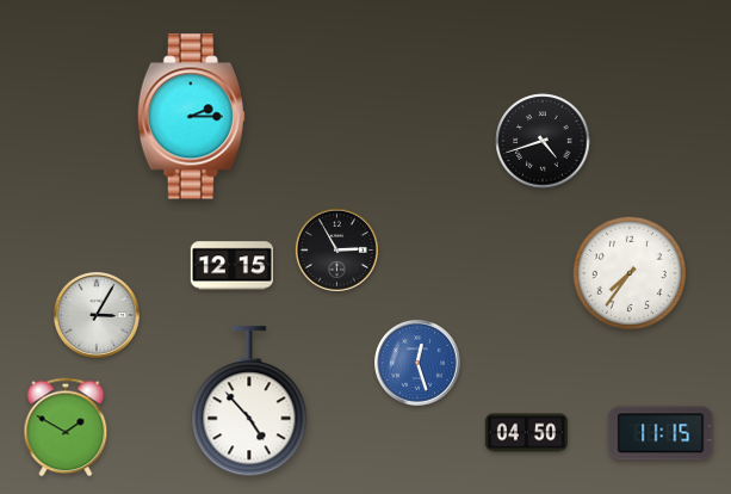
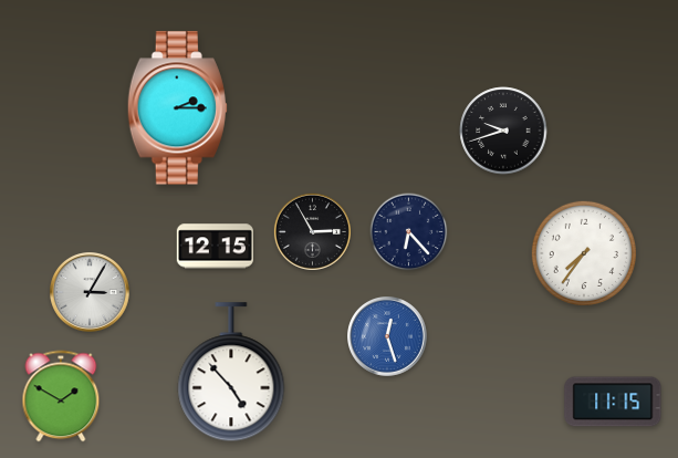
clock at (543, 141): 4:42 -> 9:42
clock at (409, 232): none -> 6:23
clock at (526, 433): 04:50 -> none
